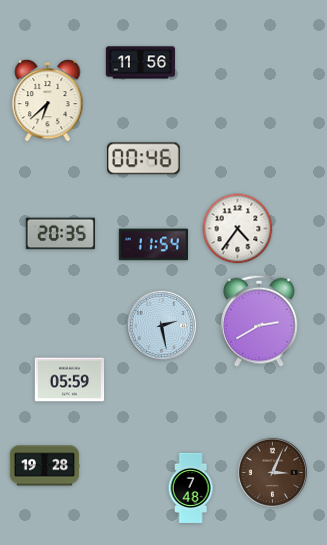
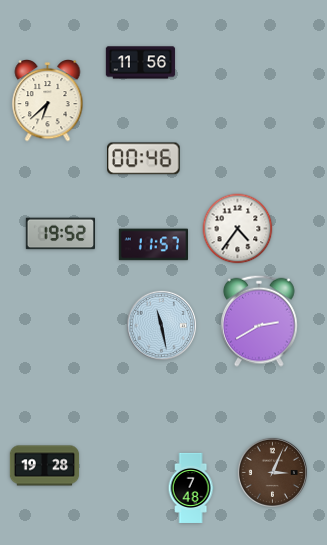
clock at (61, 234): 20:35 -> 19:52
clock at (153, 245): 11:54 -> 11:57
clock at (161, 325): 2:28 -> 11:28
clock at (70, 380): 05:59 -> none
